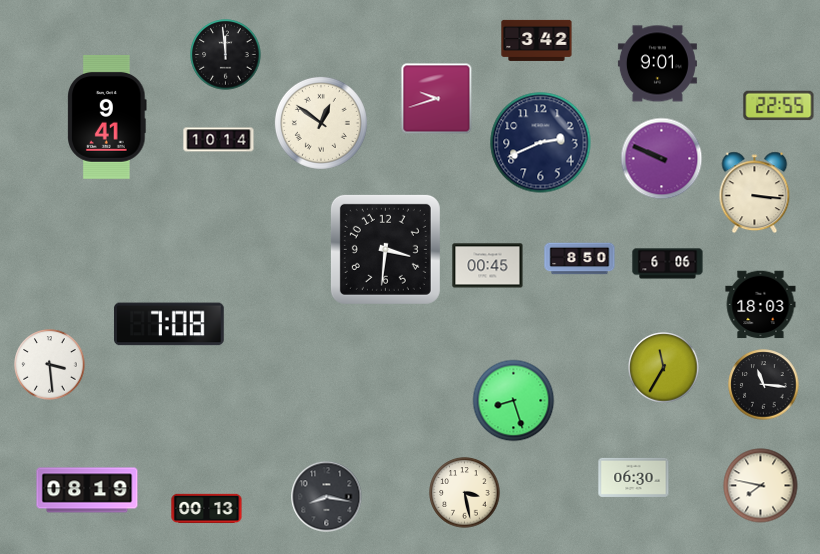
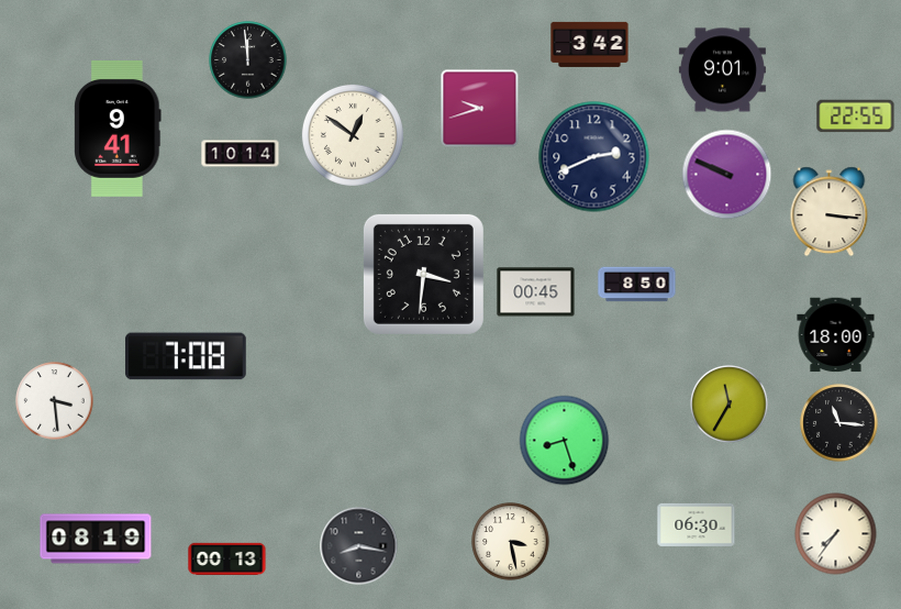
clock at (668, 264): 6:06 -> none
clock at (761, 305): 18:03 -> 18:00
clock at (761, 486): 7:47 -> 7:36
